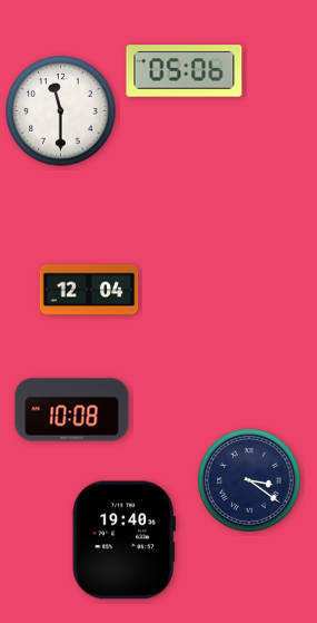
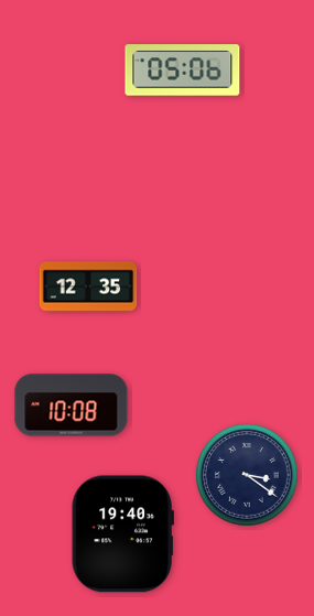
clock at (61, 111): 11:30 -> none
clock at (89, 290): 12:04 -> 12:35
